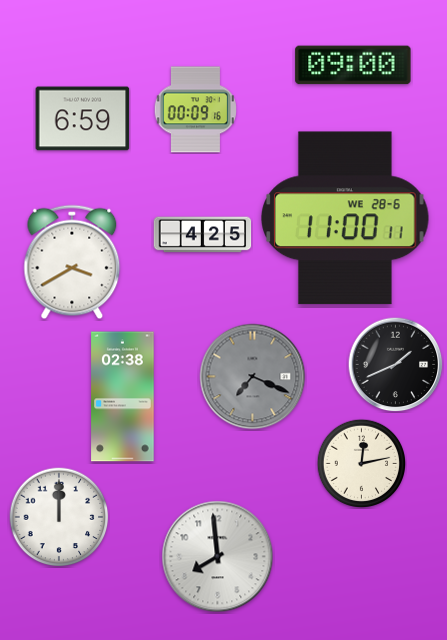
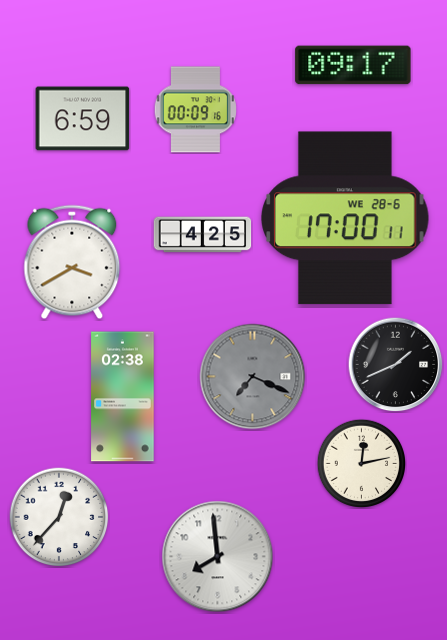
clock at (353, 65): 09:00 -> 09:17
clock at (345, 218): 11:00 -> 17:00
clock at (59, 517): 12:00 -> 12:37
